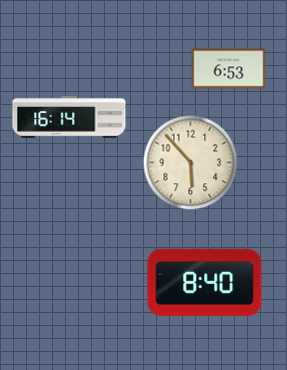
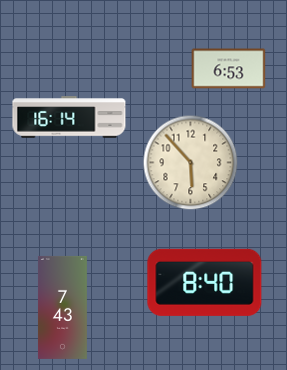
clock at (62, 307): none -> 7:43
